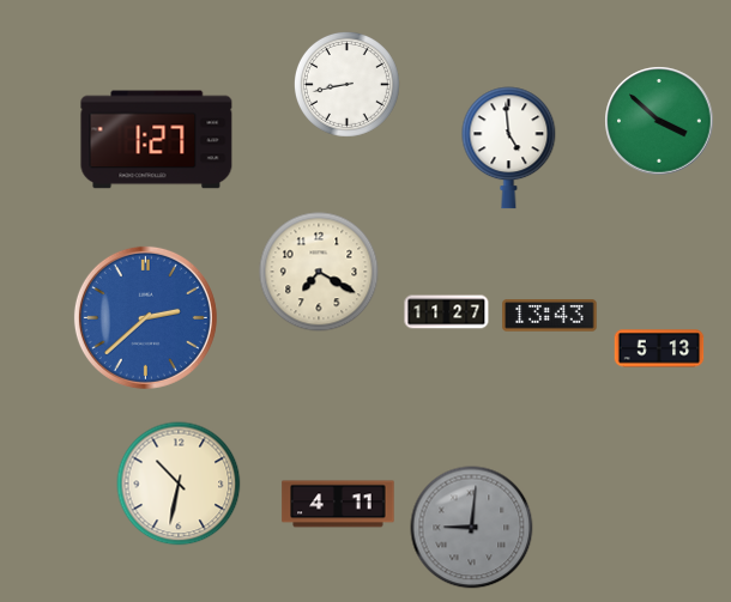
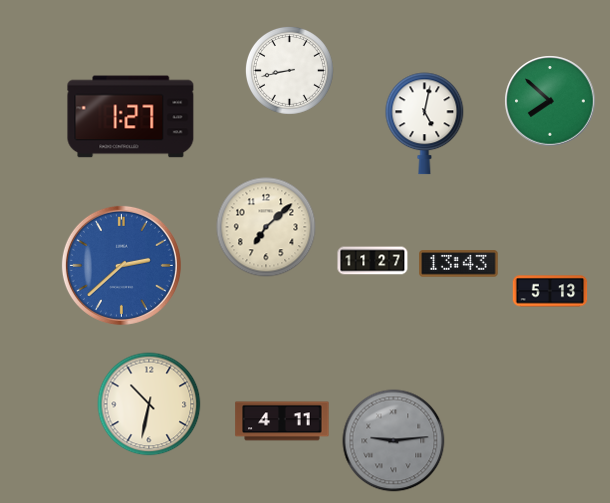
clock at (659, 121): 3:52 -> 7:52
clock at (509, 148): 4:59 -> 5:02
clock at (319, 272): 7:20 -> 7:08
clock at (472, 528): 9:01 -> 9:14
